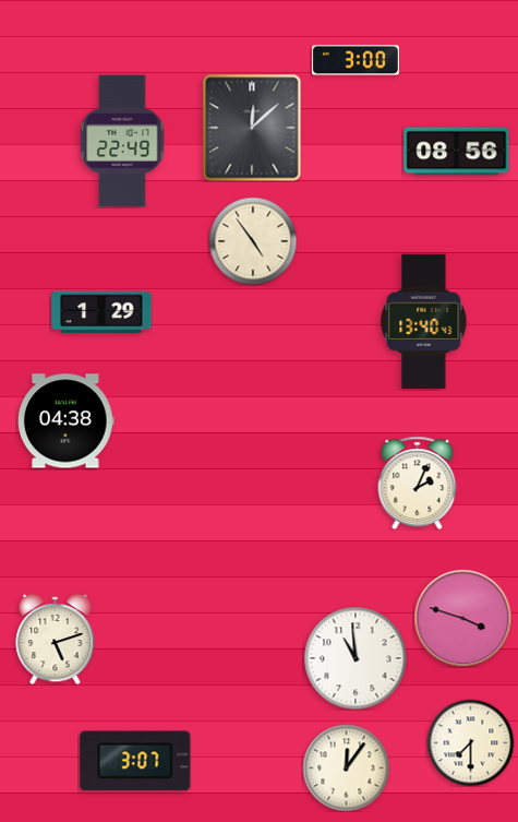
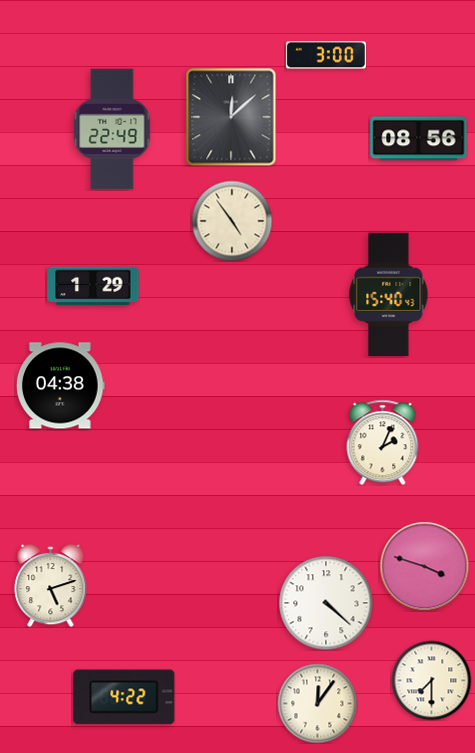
clock at (424, 321): 13:40 -> 15:40
clock at (356, 658): 10:59 -> 4:22
clock at (135, 761): 3:07 -> 4:22
